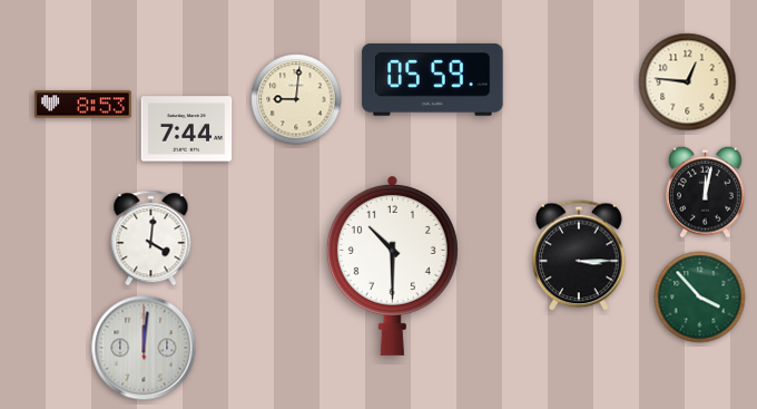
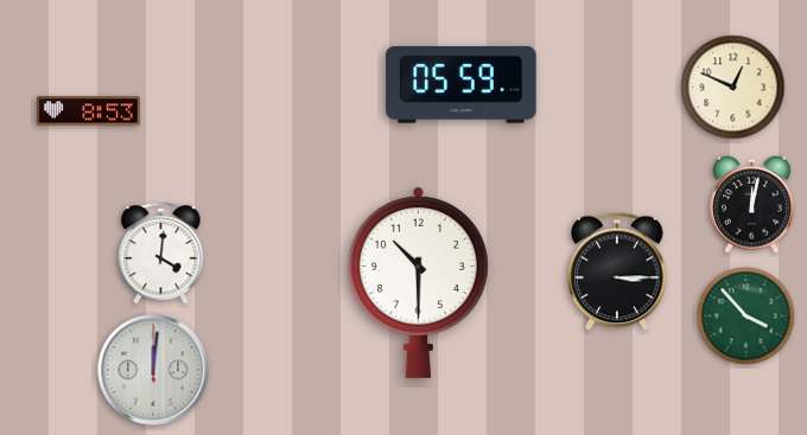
clock at (688, 82): 12:46 -> 12:49
clock at (296, 99): 9:01 -> none
clock at (187, 129): 7:44 -> none
